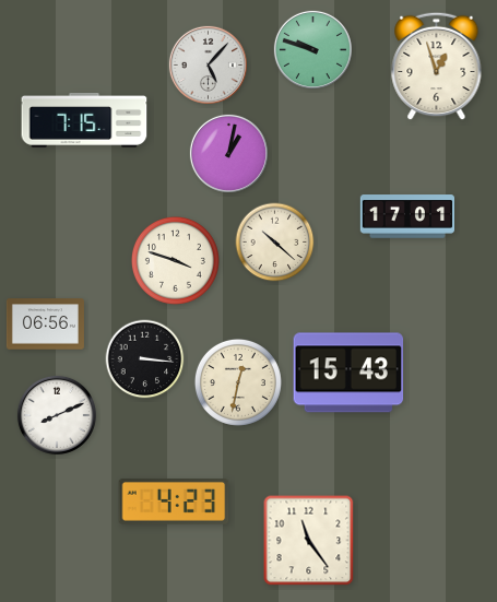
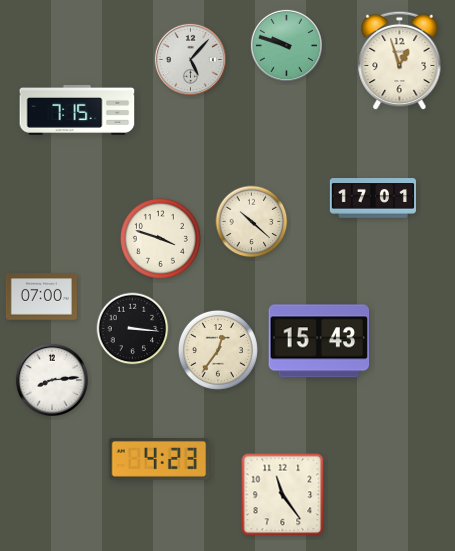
clock at (228, 153): 1:02 -> none
clock at (45, 324): 06:56 -> 07:00
clock at (238, 382): 12:32 -> 12:36
clock at (57, 415): 8:11 -> 8:14
